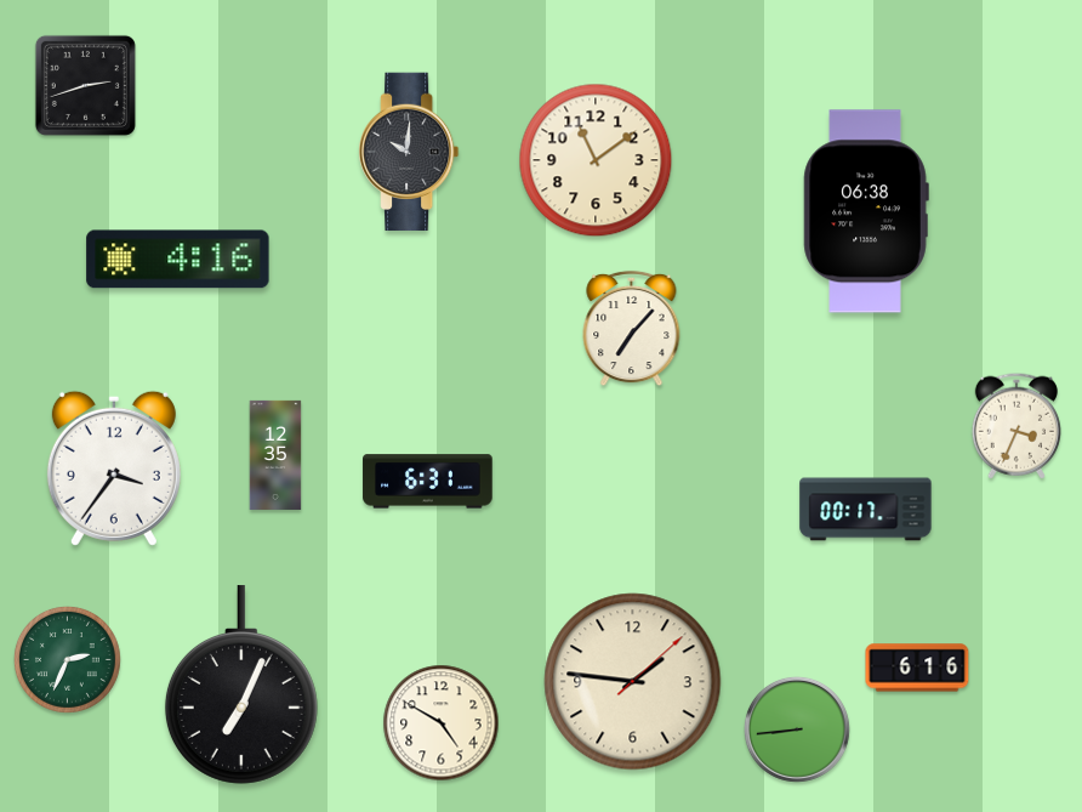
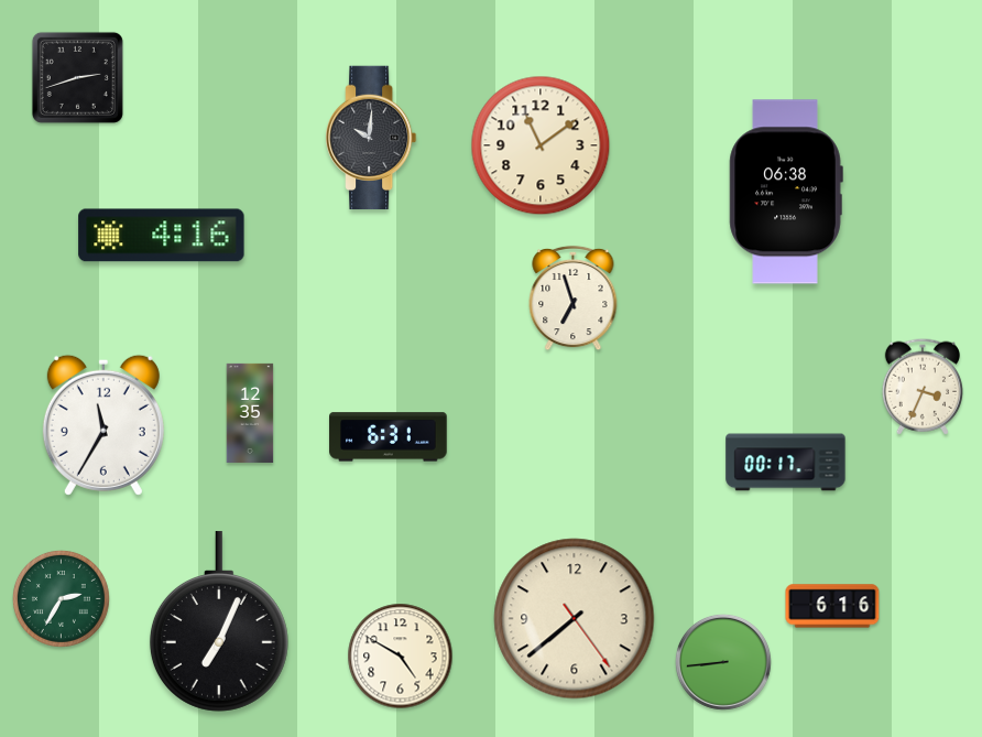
clock at (632, 329): 7:07 -> 6:57
clock at (114, 469): 3:36 -> 11:35
clock at (67, 659): 2:34 -> 2:35
clock at (633, 682): 1:46 -> 7:38
